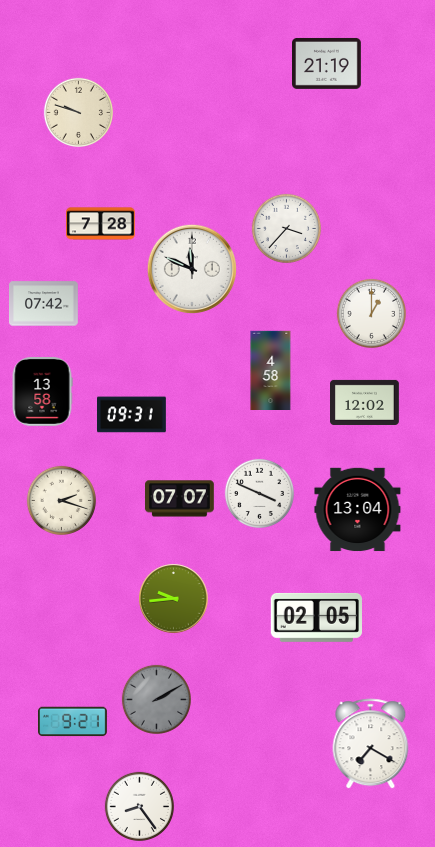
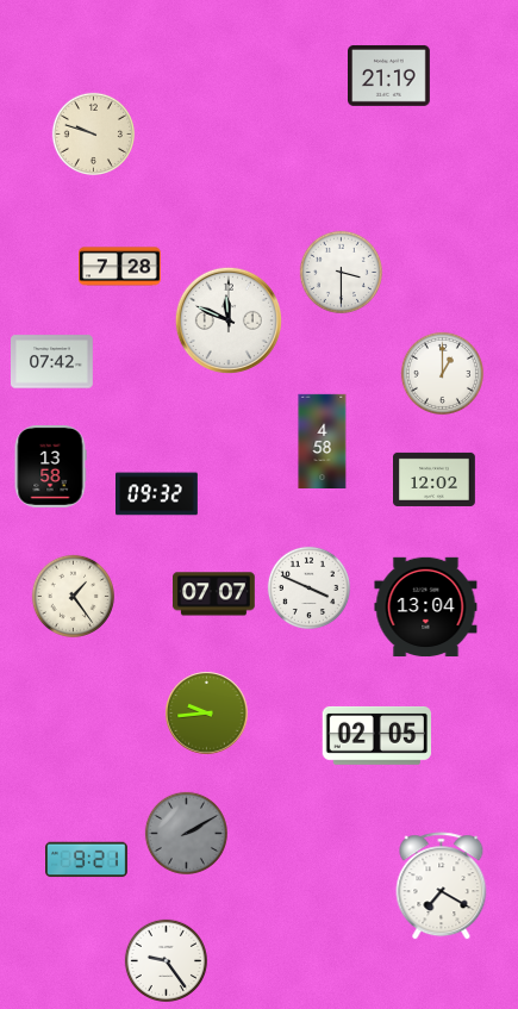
clock at (286, 228): 3:37 -> 3:30
clock at (132, 415): 09:31 -> 09:32
clock at (61, 500): 2:18 -> 1:24
clock at (139, 806): 8:24 -> 9:24
